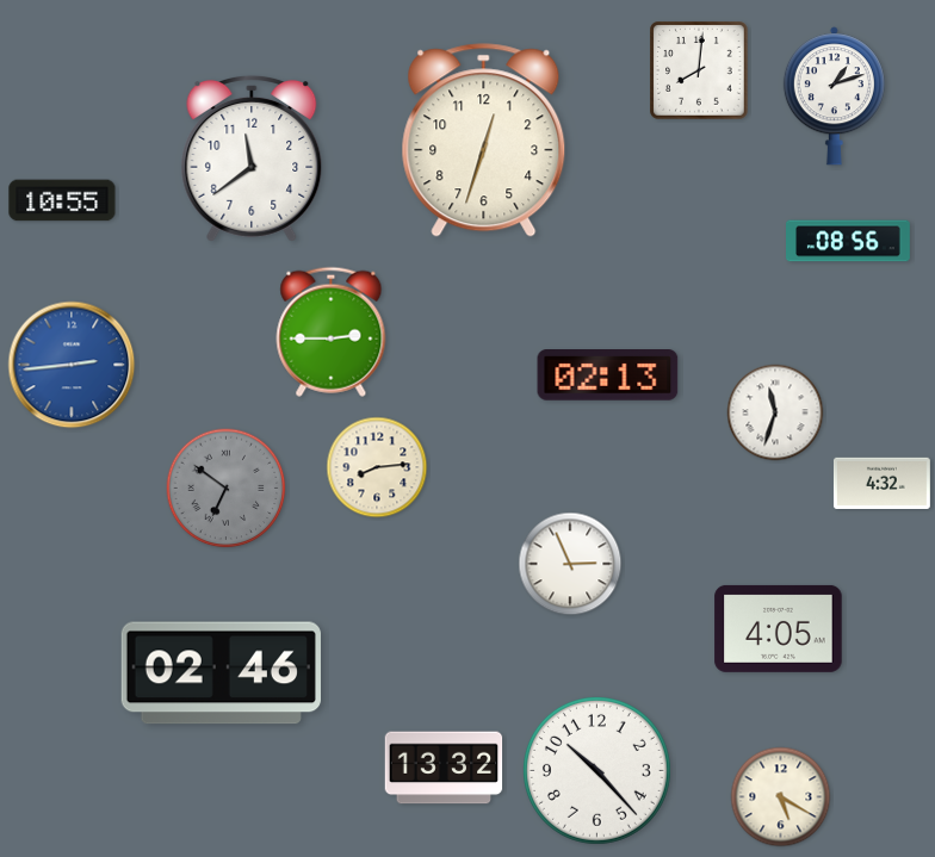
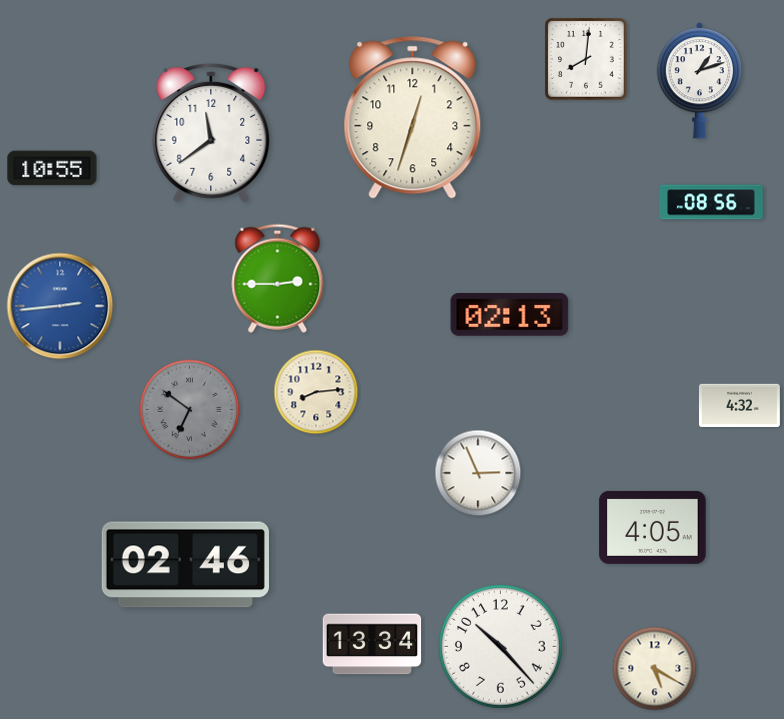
clock at (484, 141) position: (484, 141) -> (413, 118)
clock at (775, 412): 11:33 -> none
clock at (444, 768): 13:32 -> 13:34
